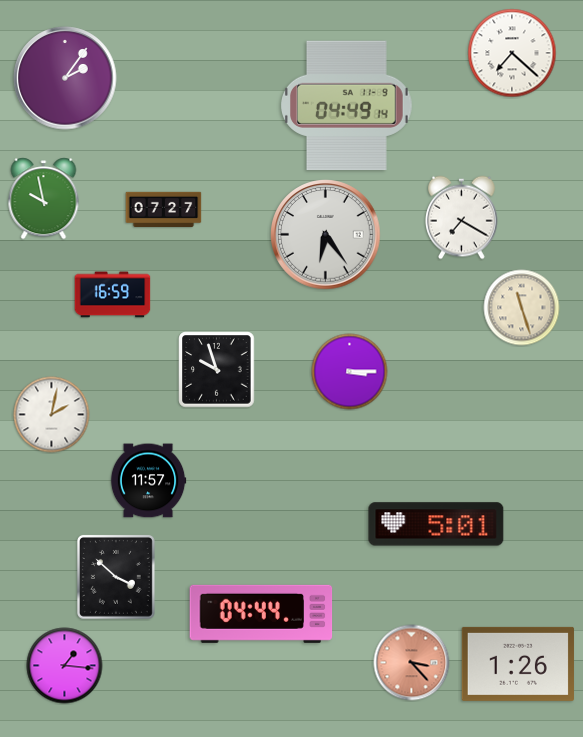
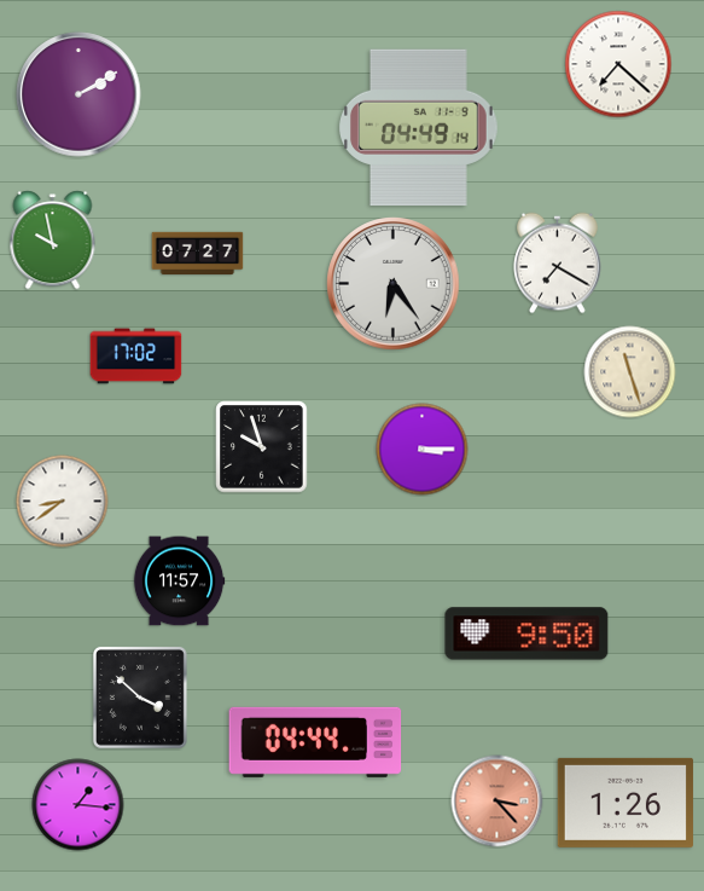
clock at (65, 78): 2:06 -> 2:10
clock at (113, 295): 16:59 -> 17:02
clock at (52, 415): 2:02 -> 8:39
clock at (436, 524): 5:01 -> 9:50
